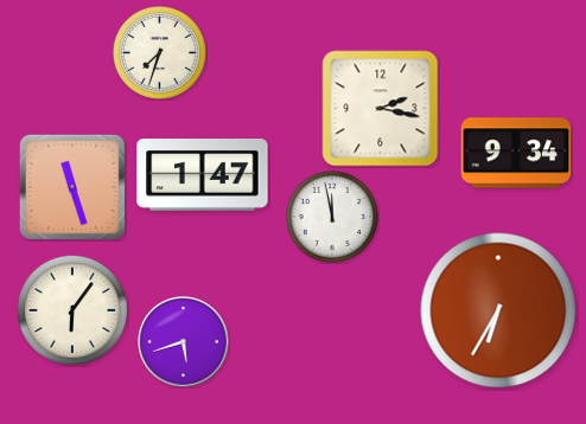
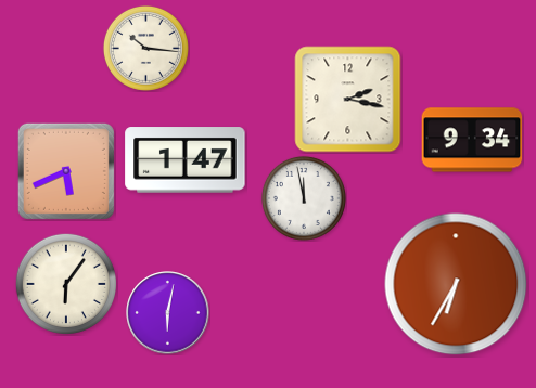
clock at (159, 52): 7:33 -> 10:16
clock at (72, 187): 11:27 -> 5:41
clock at (184, 342): 5:42 -> 6:02
